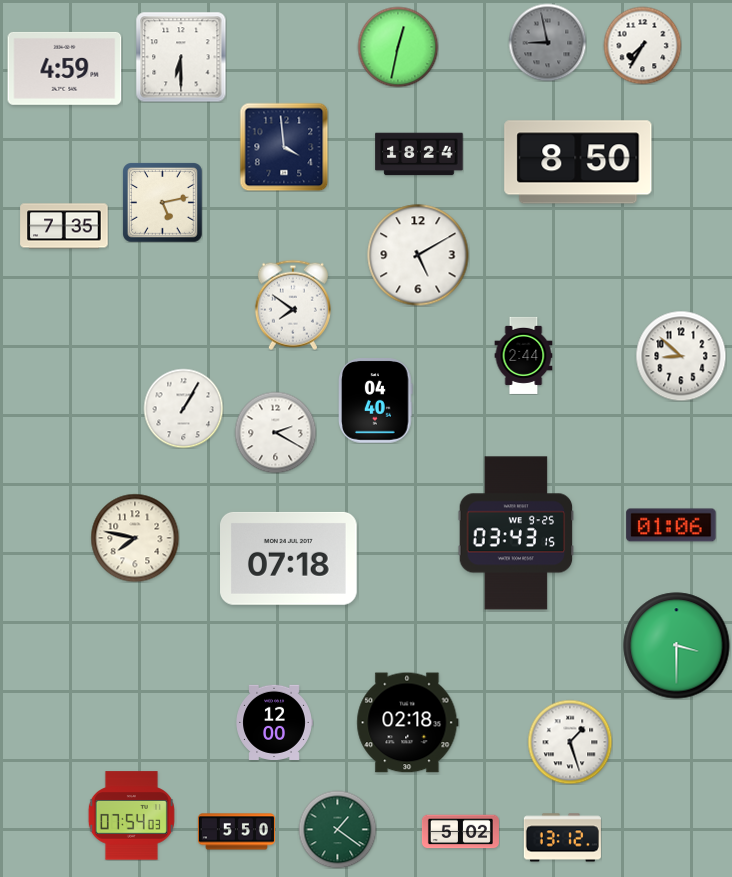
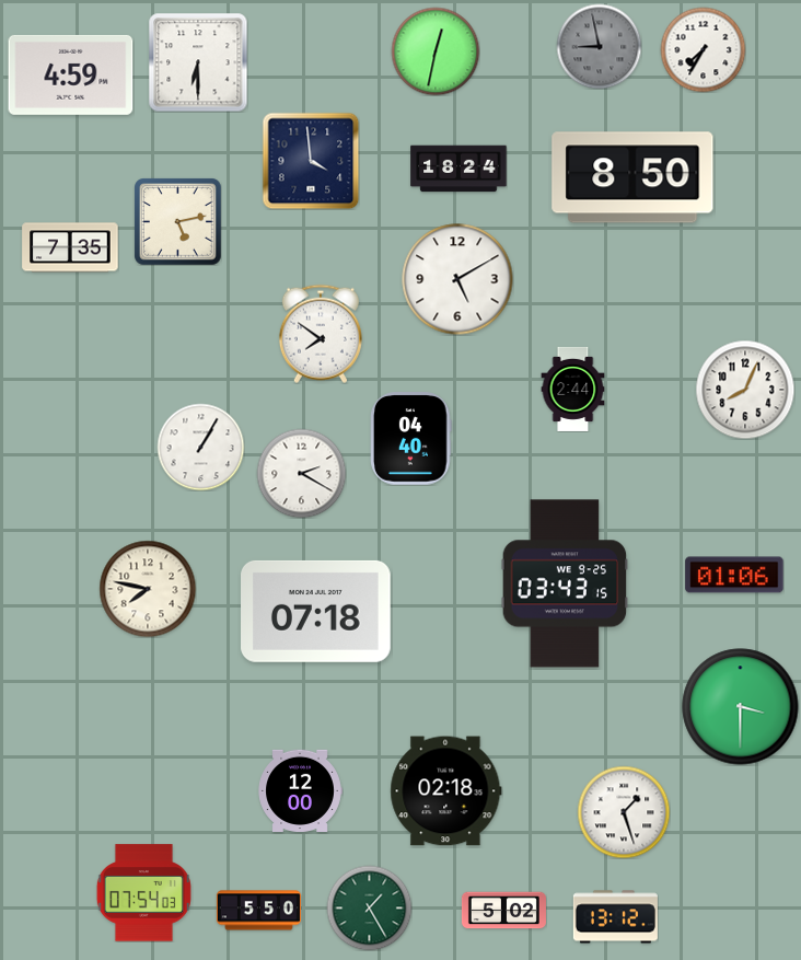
clock at (681, 356): 8:52 -> 8:04
clock at (337, 829): 1:21 -> 1:25
